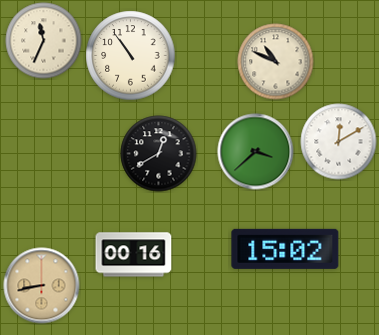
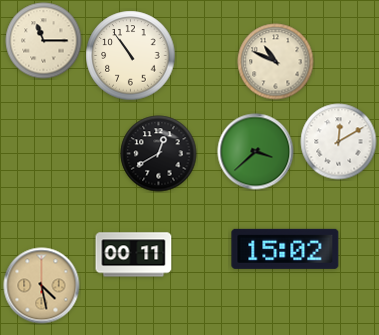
clock at (44, 41): 11:34 -> 11:15
clock at (134, 255): 00:16 -> 00:11
clock at (42, 286): 8:43 -> 4:28
